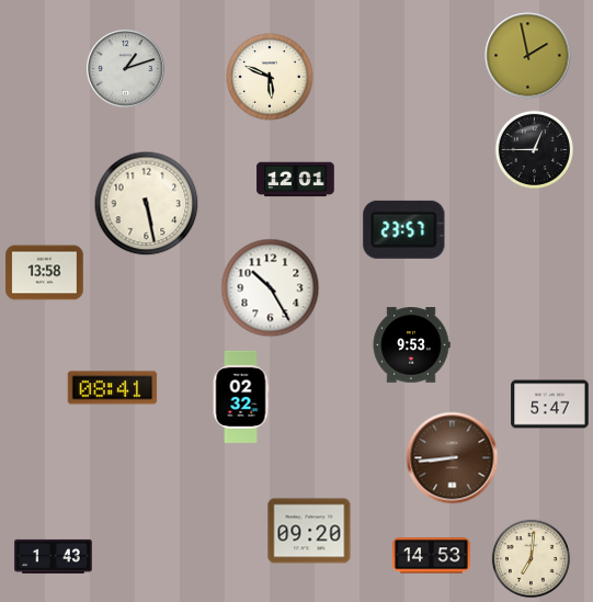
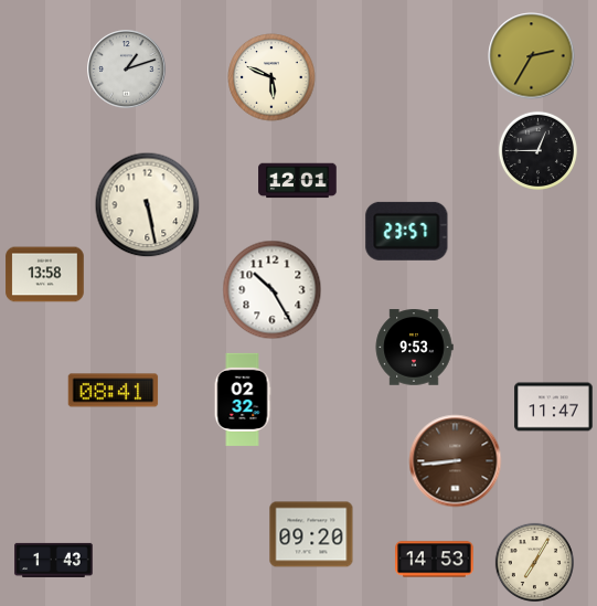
clock at (528, 56): 1:58 -> 2:35
clock at (550, 405): 5:47 -> 11:47
clock at (531, 558): 7:01 -> 7:05
